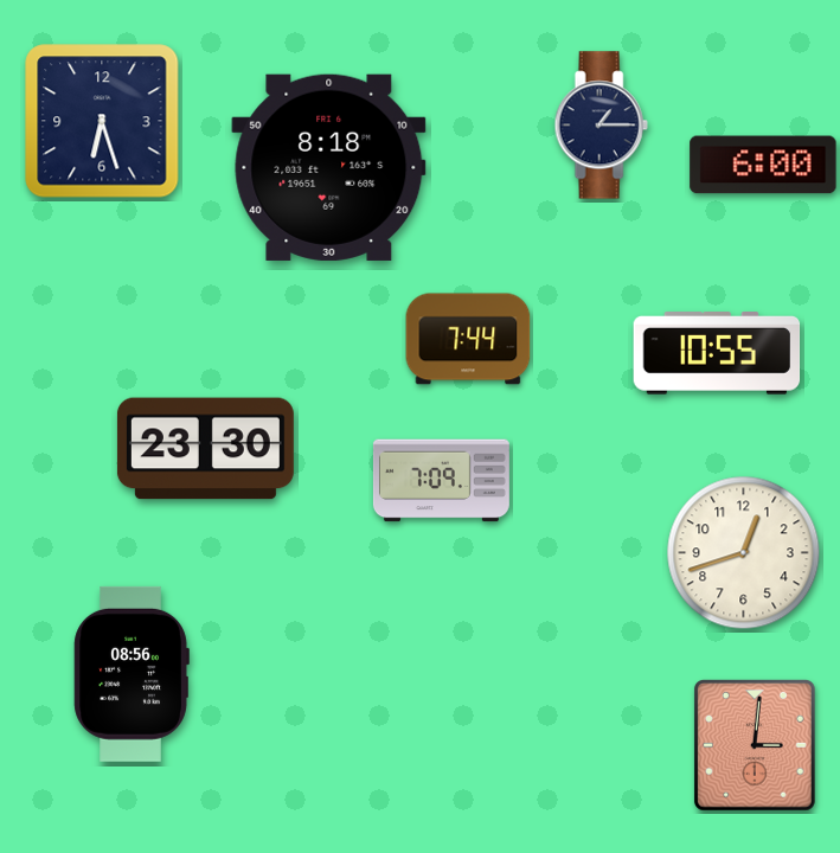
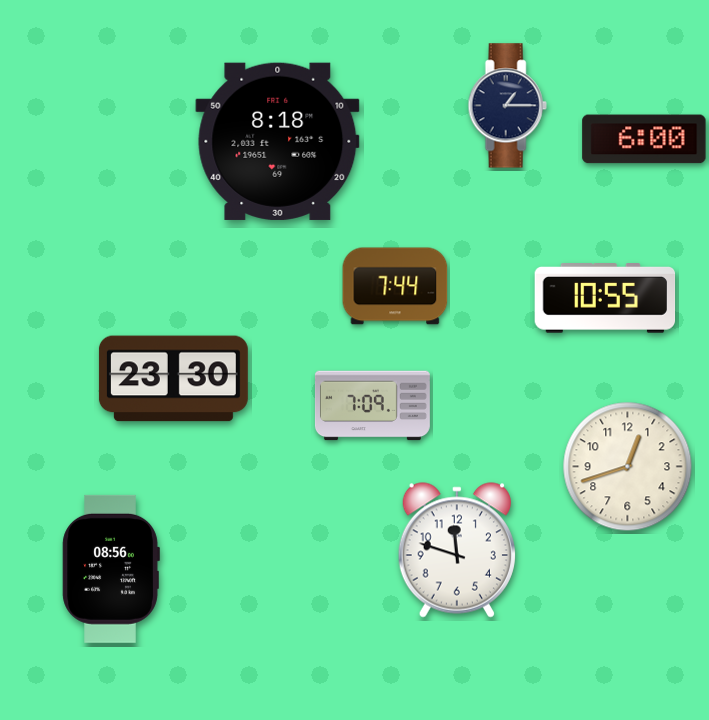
clock at (102, 121): 6:27 -> none
clock at (457, 550): none -> 11:48
clock at (755, 746): 3:01 -> none
